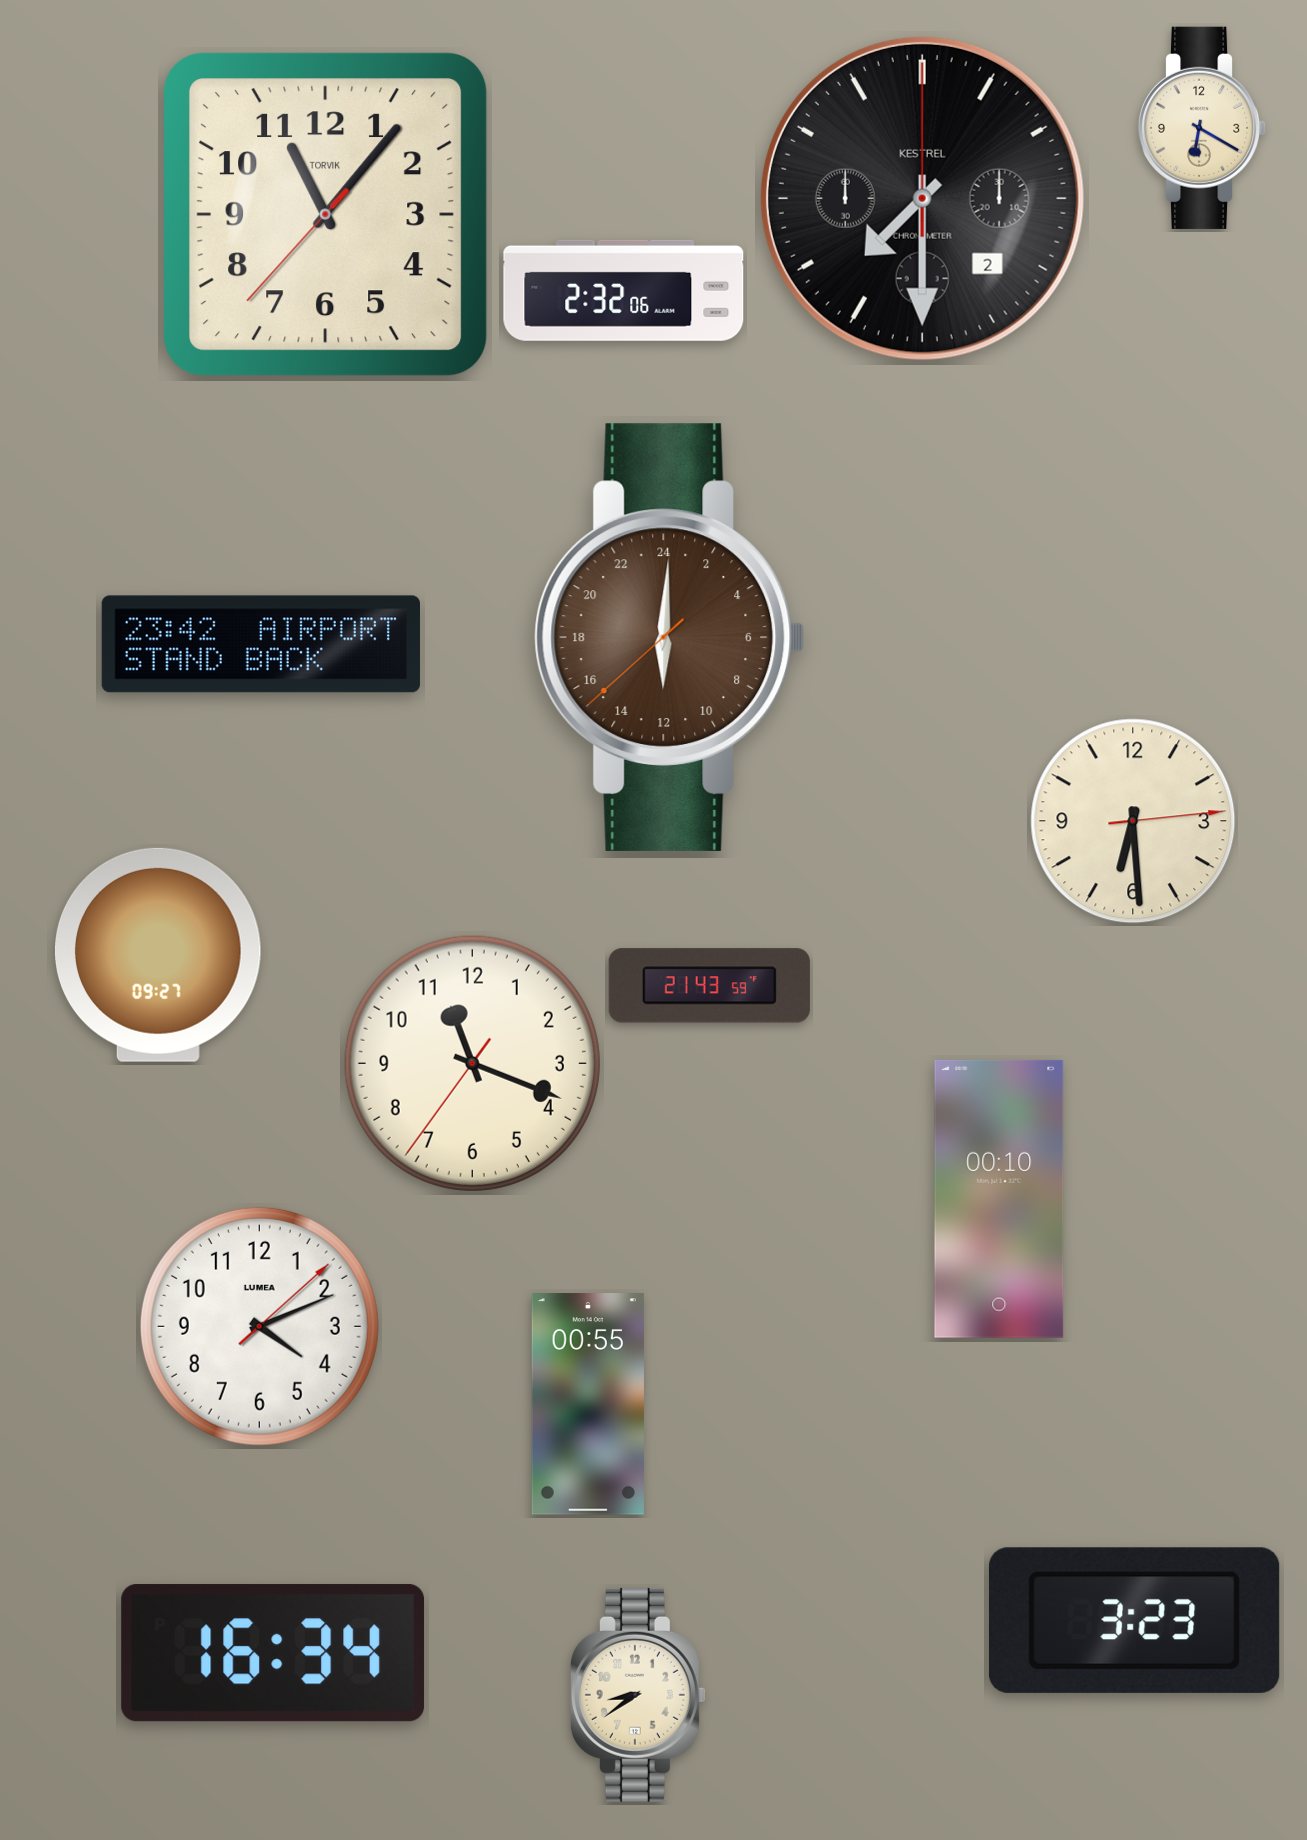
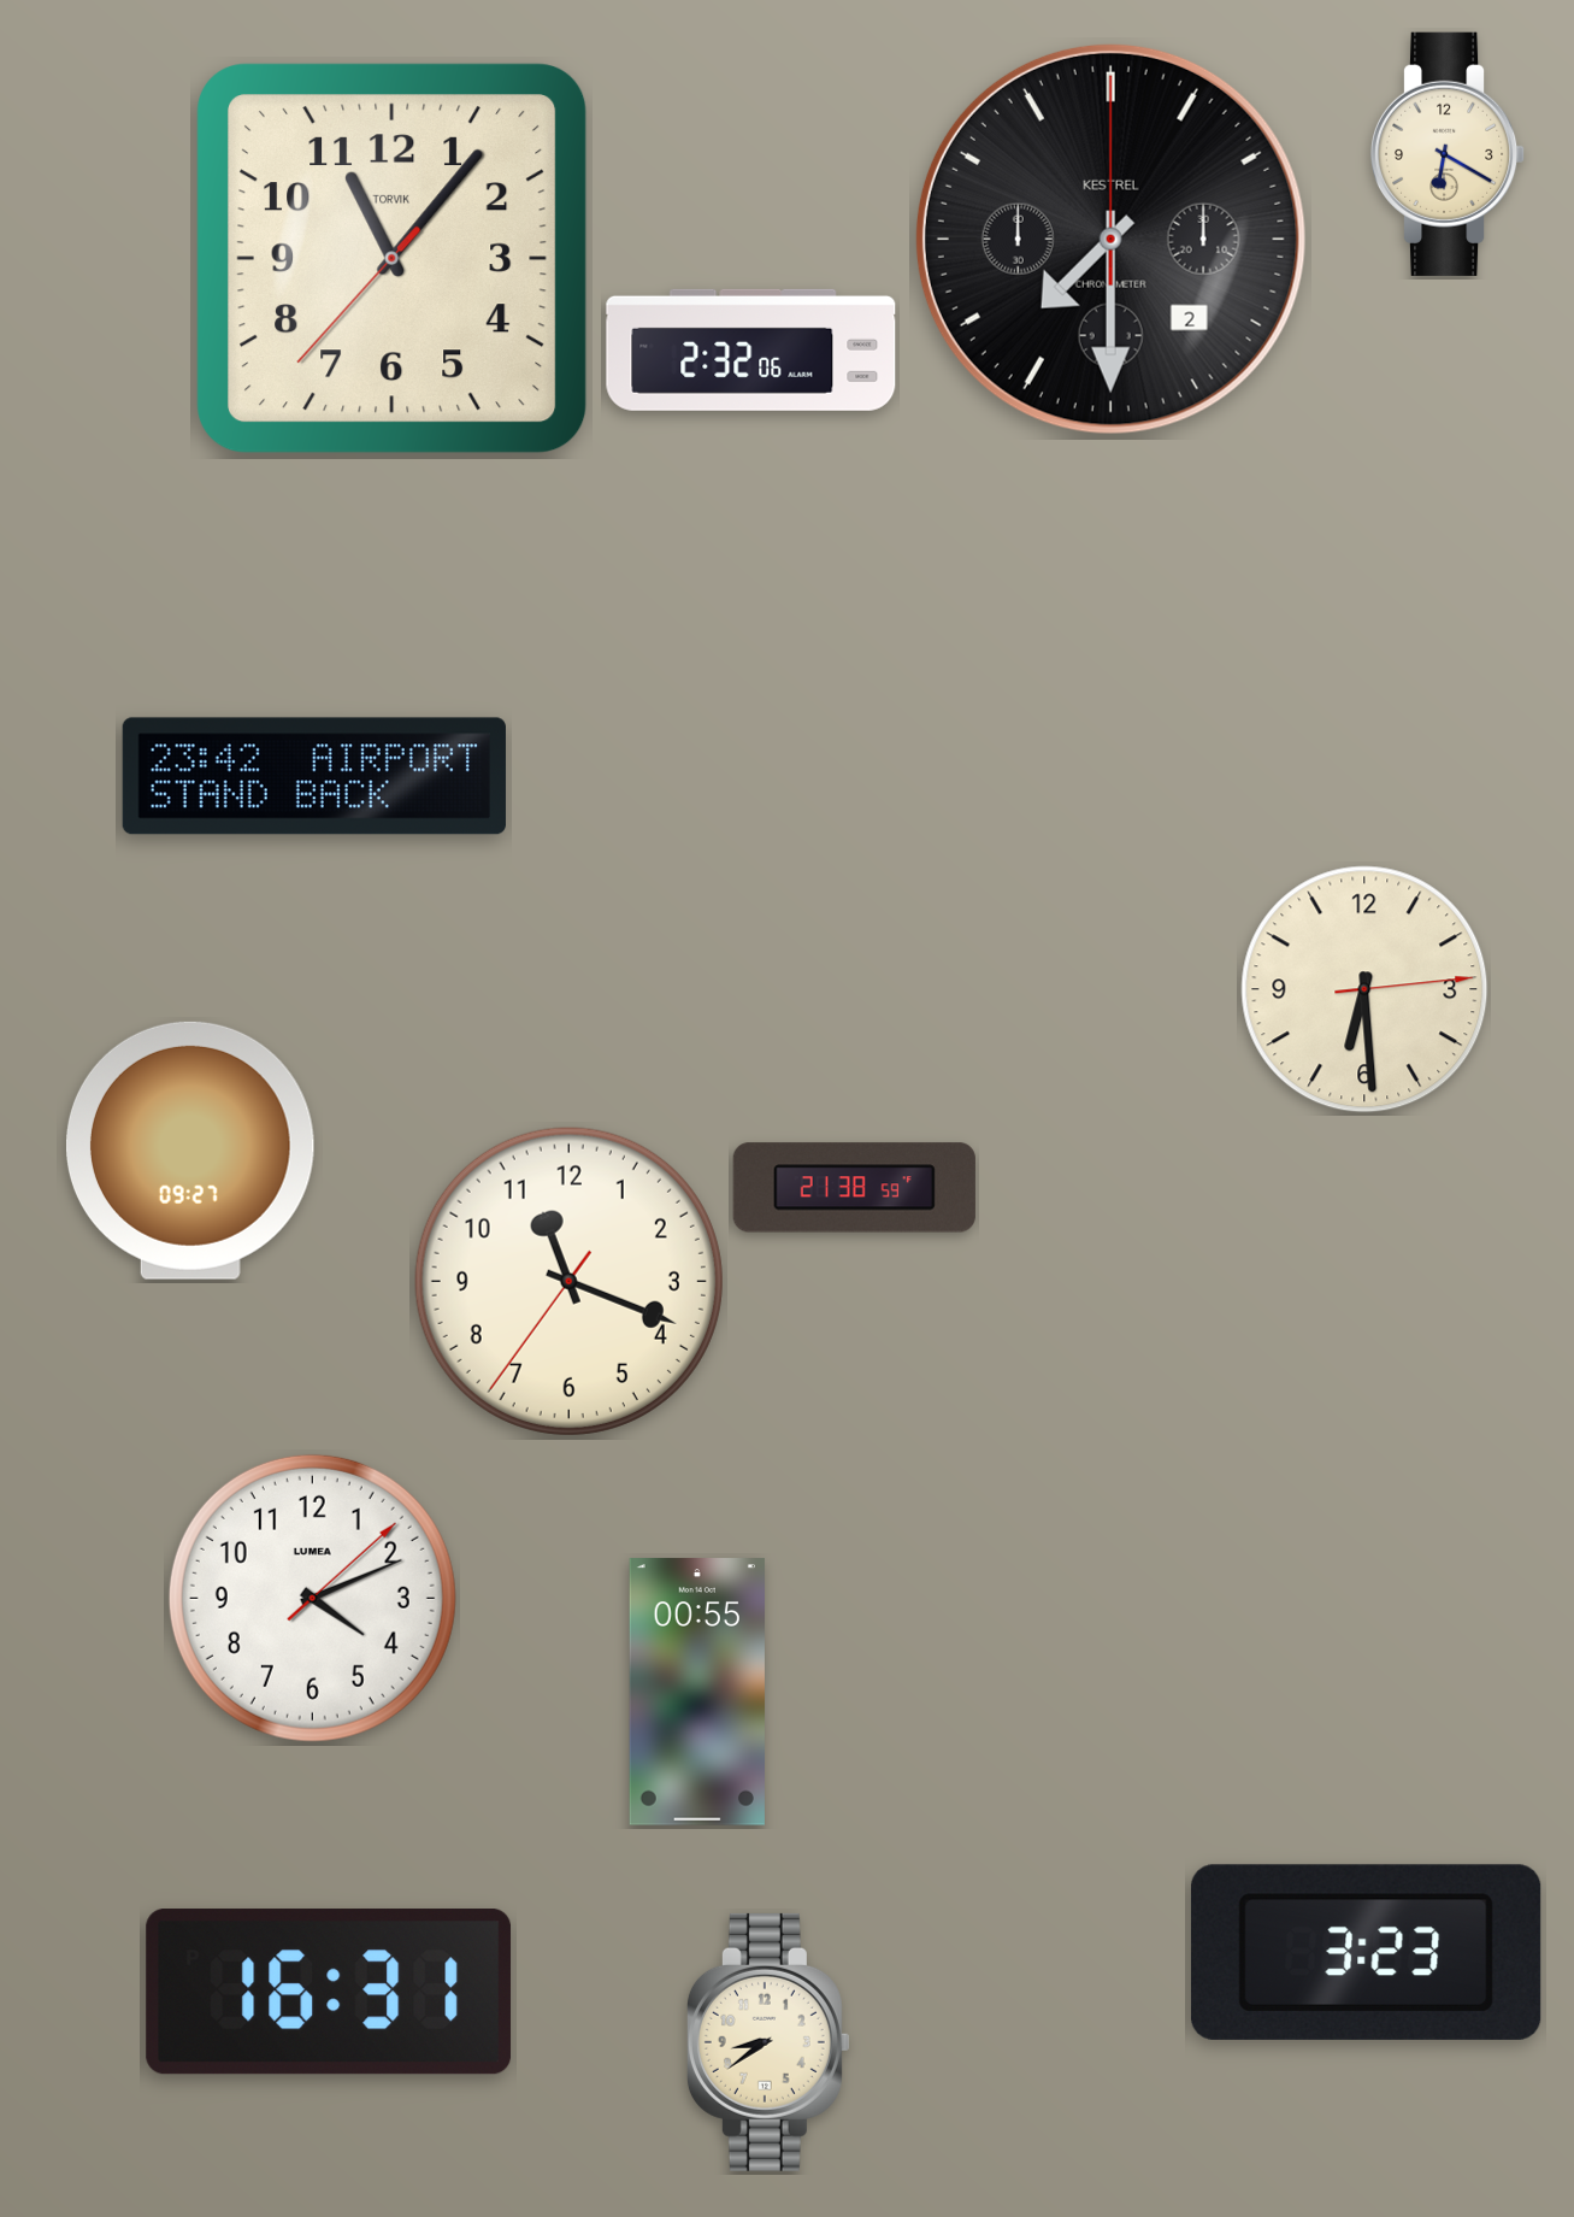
clock at (670, 637): 12:00 -> none
clock at (709, 986): 21:43 -> 21:38
clock at (999, 1199): 00:10 -> none
clock at (588, 1404) position: (588, 1404) -> (697, 1692)
clock at (273, 1653): 16:34 -> 16:31
